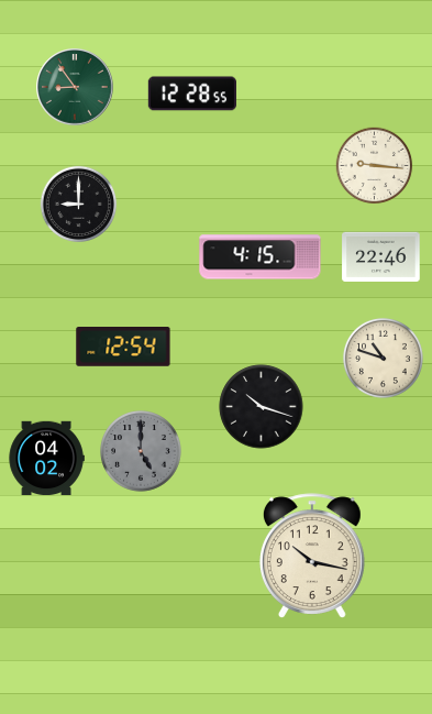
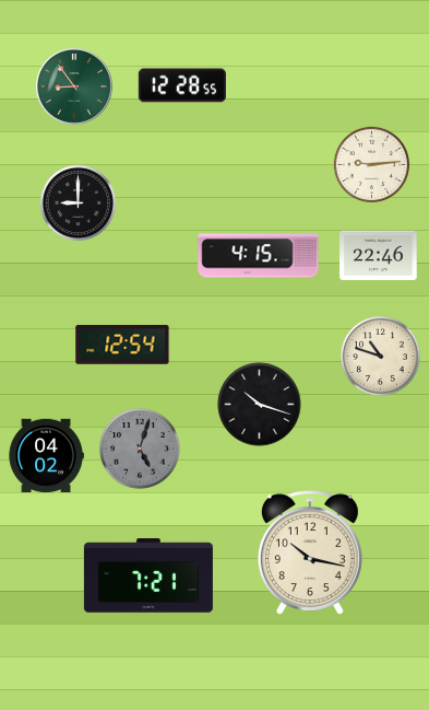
clock at (192, 94) position: (192, 94) -> (182, 85)
clock at (375, 166): 9:16 -> 9:14
clock at (141, 451): 5:00 -> 5:03
clock at (148, 575): none -> 7:21
